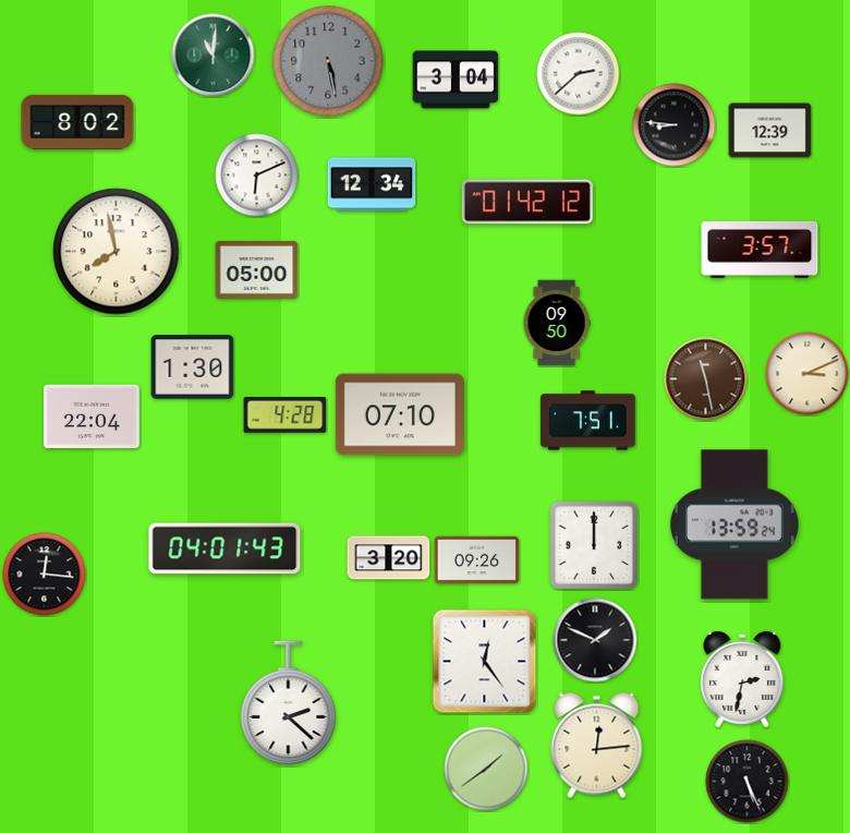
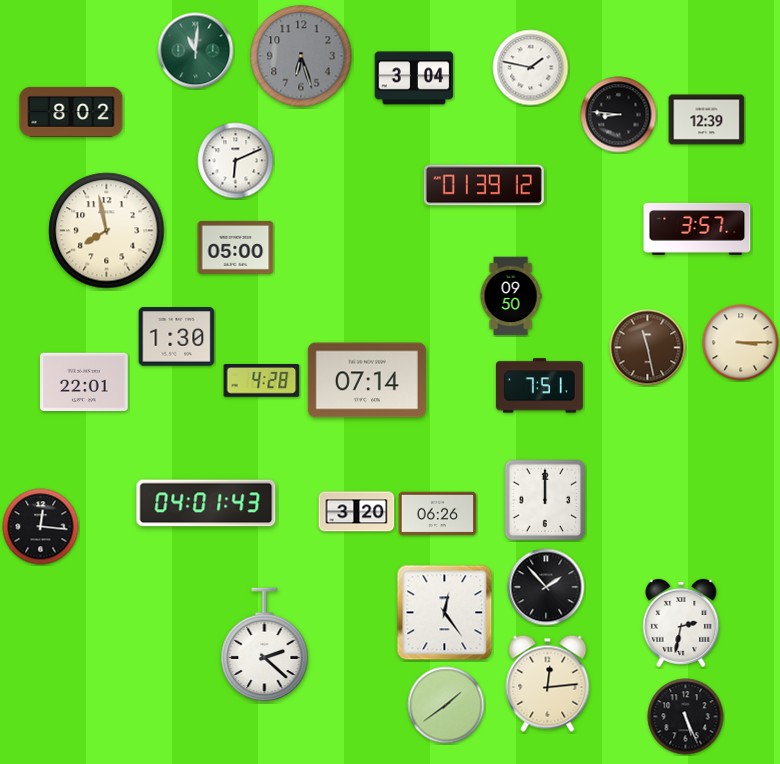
clock at (328, 61): 5:28 -> 6:27
clock at (579, 74): 2:38 -> 1:47
clock at (456, 80) position: (456, 80) -> (414, 78)
clock at (372, 184): 12:34 -> none
clock at (527, 202): 01:42 -> 01:39
clock at (807, 374): 3:11 -> 3:15
clock at (400, 414): 07:10 -> 07:14
clock at (92, 417): 22:04 -> 22:01
clock at (734, 524): 13:59 -> none
clock at (477, 560): 09:26 -> 06:26
clock at (595, 640): 1:49 -> 1:53
clock at (485, 662) position: (485, 662) -> (445, 613)
